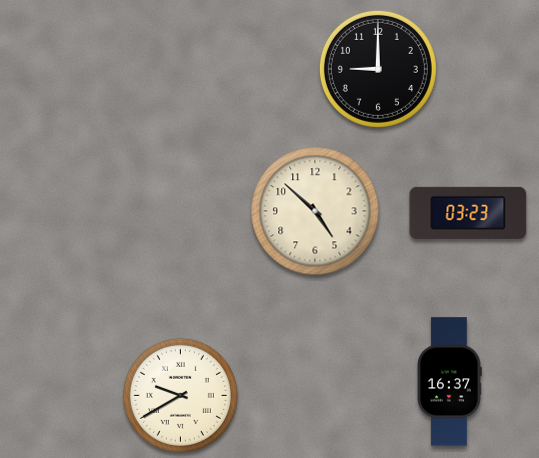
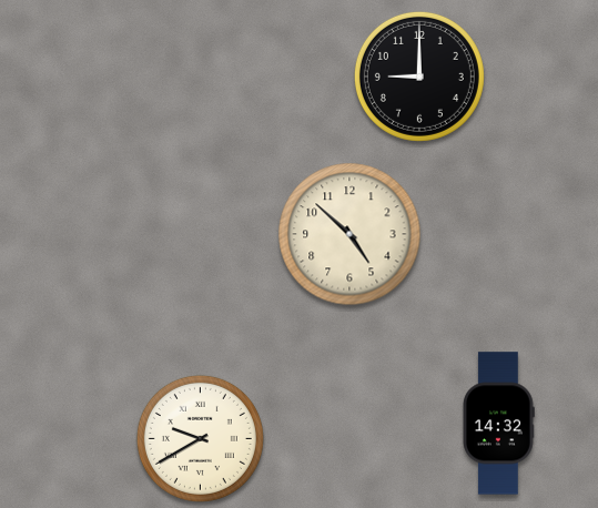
clock at (468, 213): 03:23 -> none
clock at (449, 382): 16:37 -> 14:32
